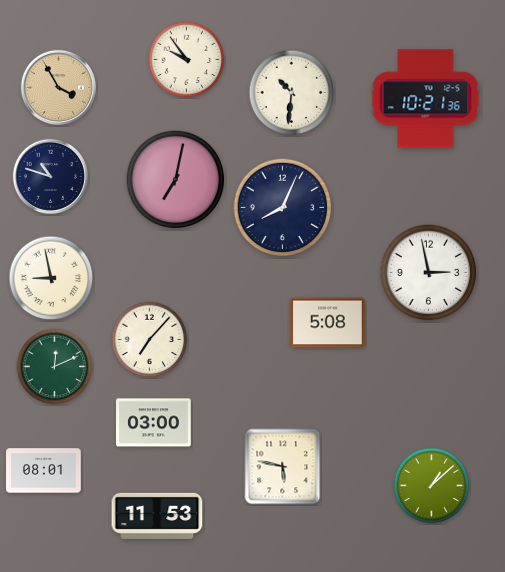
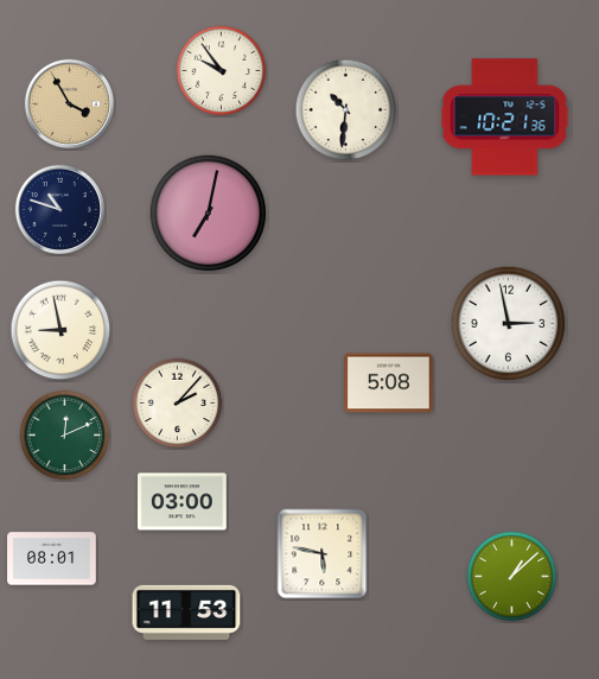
clock at (283, 208): 8:04 -> none
clock at (150, 340): 7:07 -> 2:07
clock at (283, 467) position: (283, 467) -> (323, 554)
